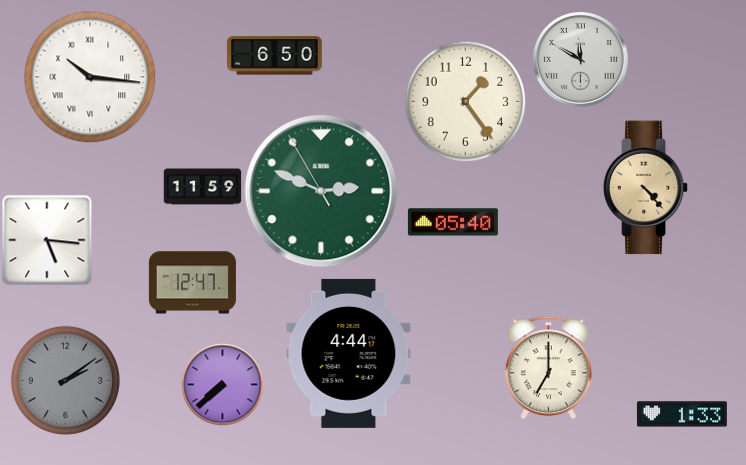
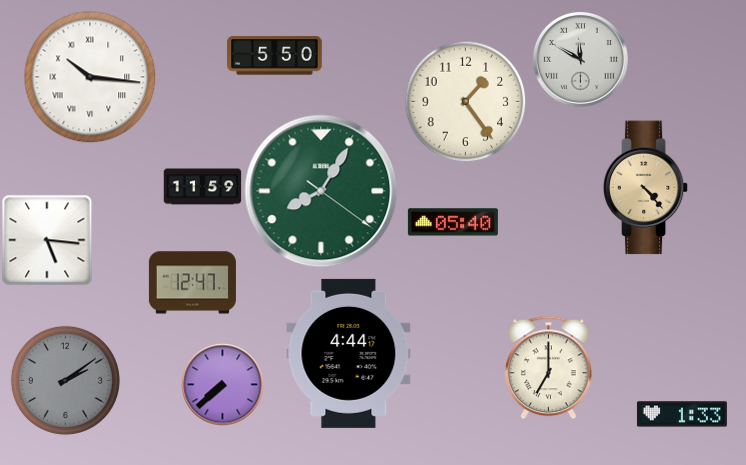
clock at (275, 56): 6:50 -> 5:50
clock at (321, 191): 2:48 -> 8:05
